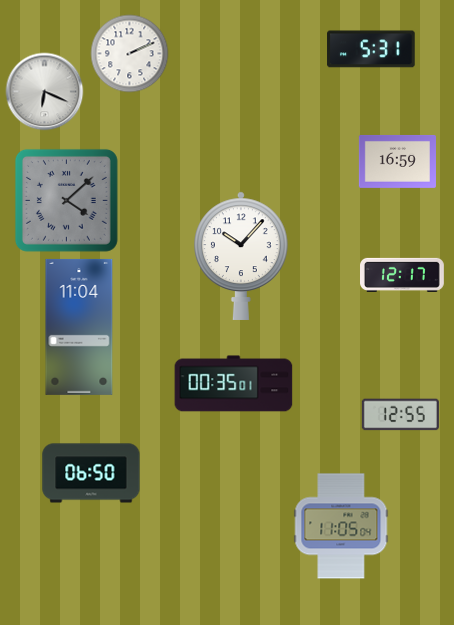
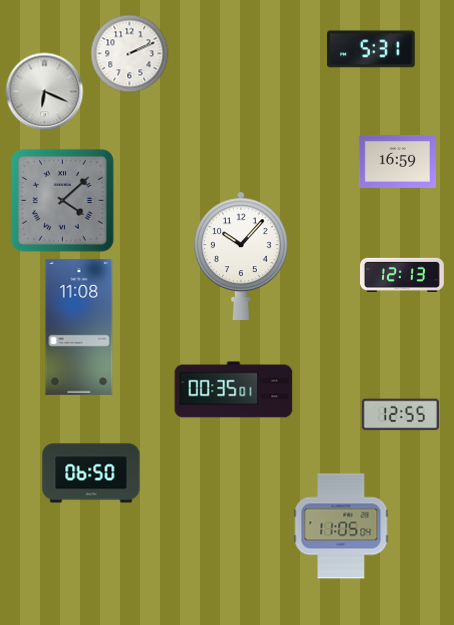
clock at (66, 200) position: (66, 200) -> (62, 200)
clock at (403, 275): 12:17 -> 12:13
clock at (79, 327): 11:04 -> 11:08
clock at (234, 384) position: (234, 384) -> (234, 390)
